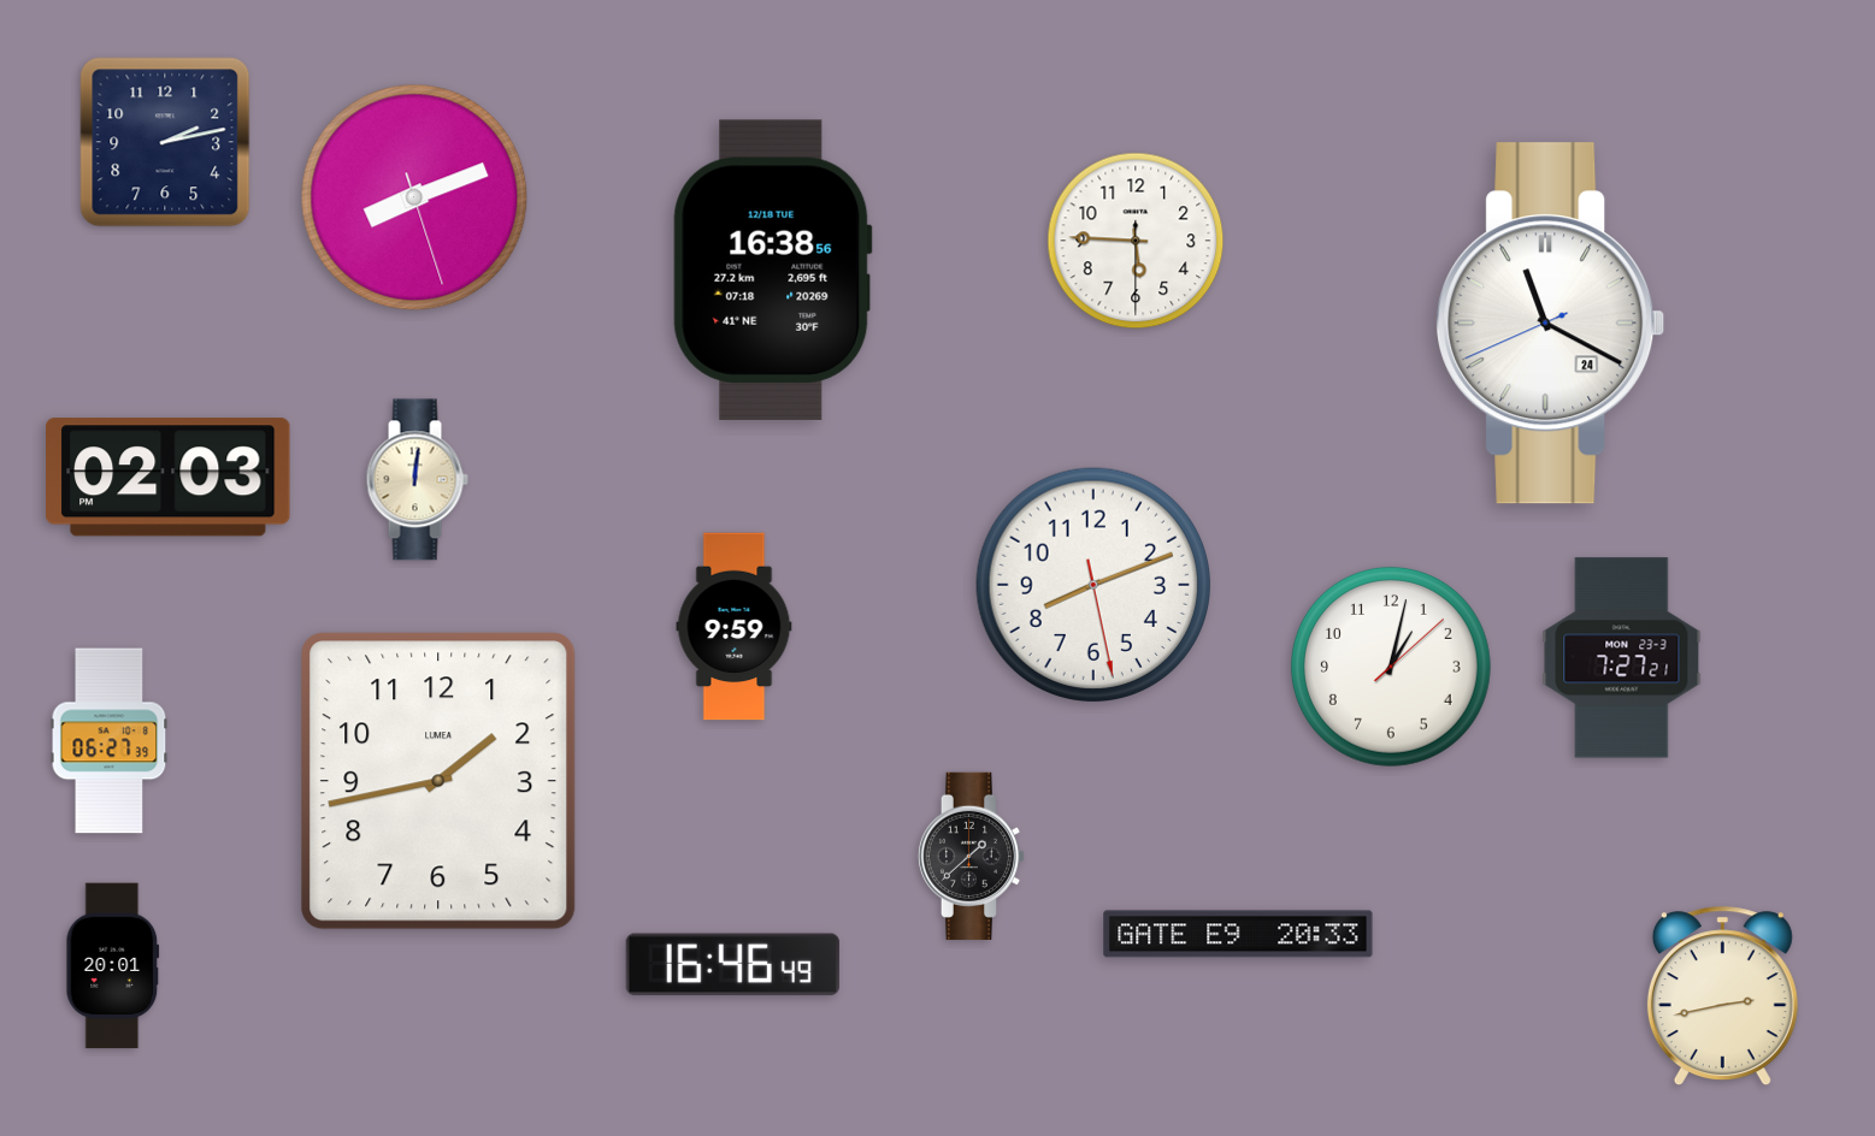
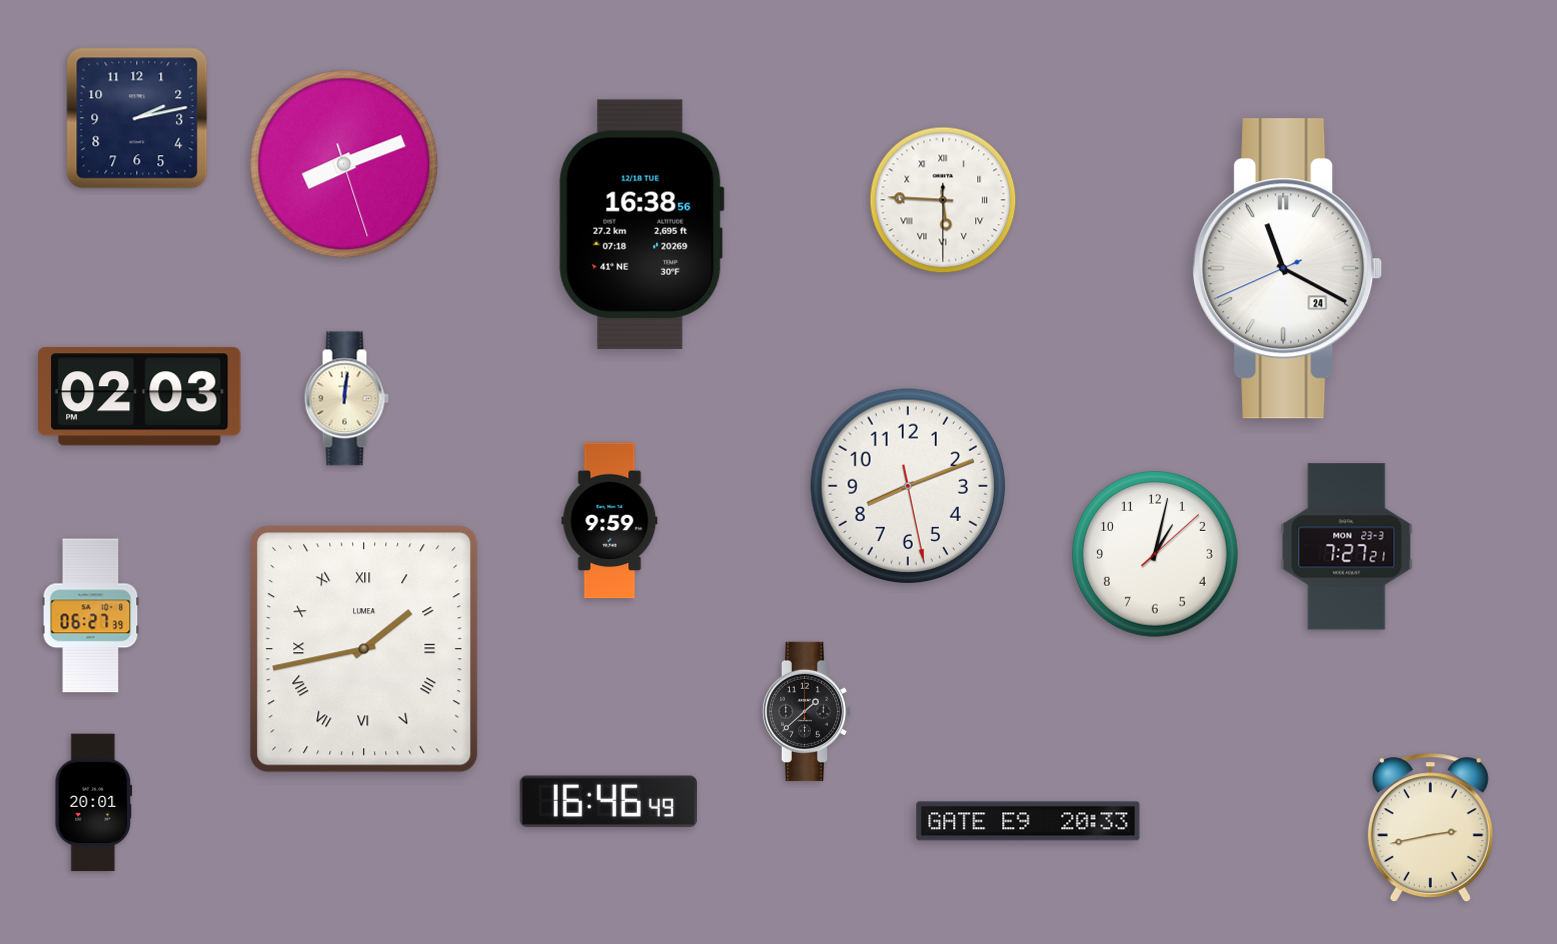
clock at (1136, 241) numerals: Arabic -> Roman
clock at (438, 781) numerals: Arabic -> Roman
clock at (1238, 934) position: (1238, 934) -> (1028, 821)
